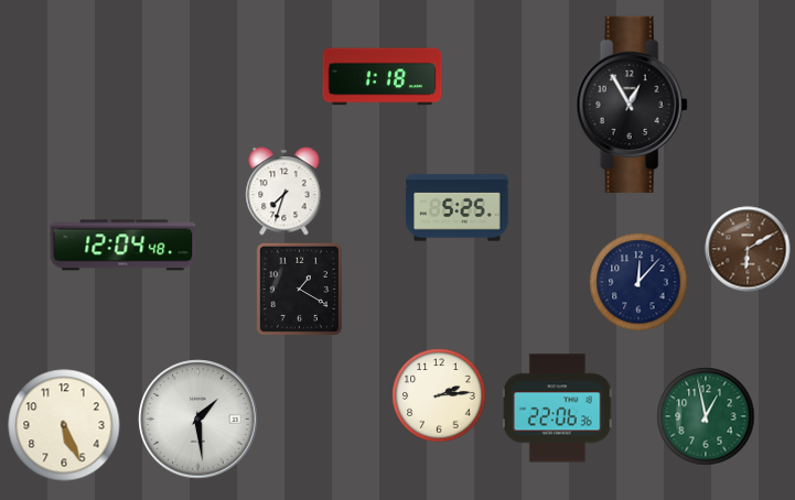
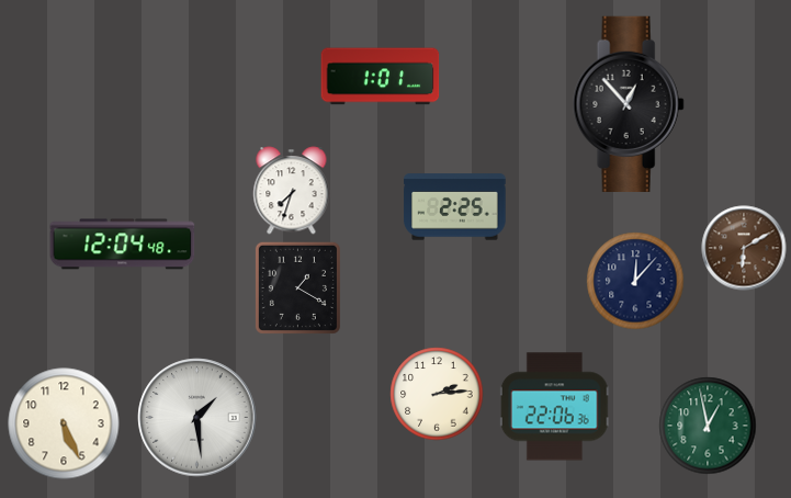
clock at (383, 77): 1:18 -> 1:01
clock at (632, 105): 12:55 -> 12:53
clock at (284, 192) position: (284, 192) -> (292, 191)
clock at (458, 208): 5:25 -> 2:25
clock at (706, 416) position: (706, 416) -> (708, 426)
